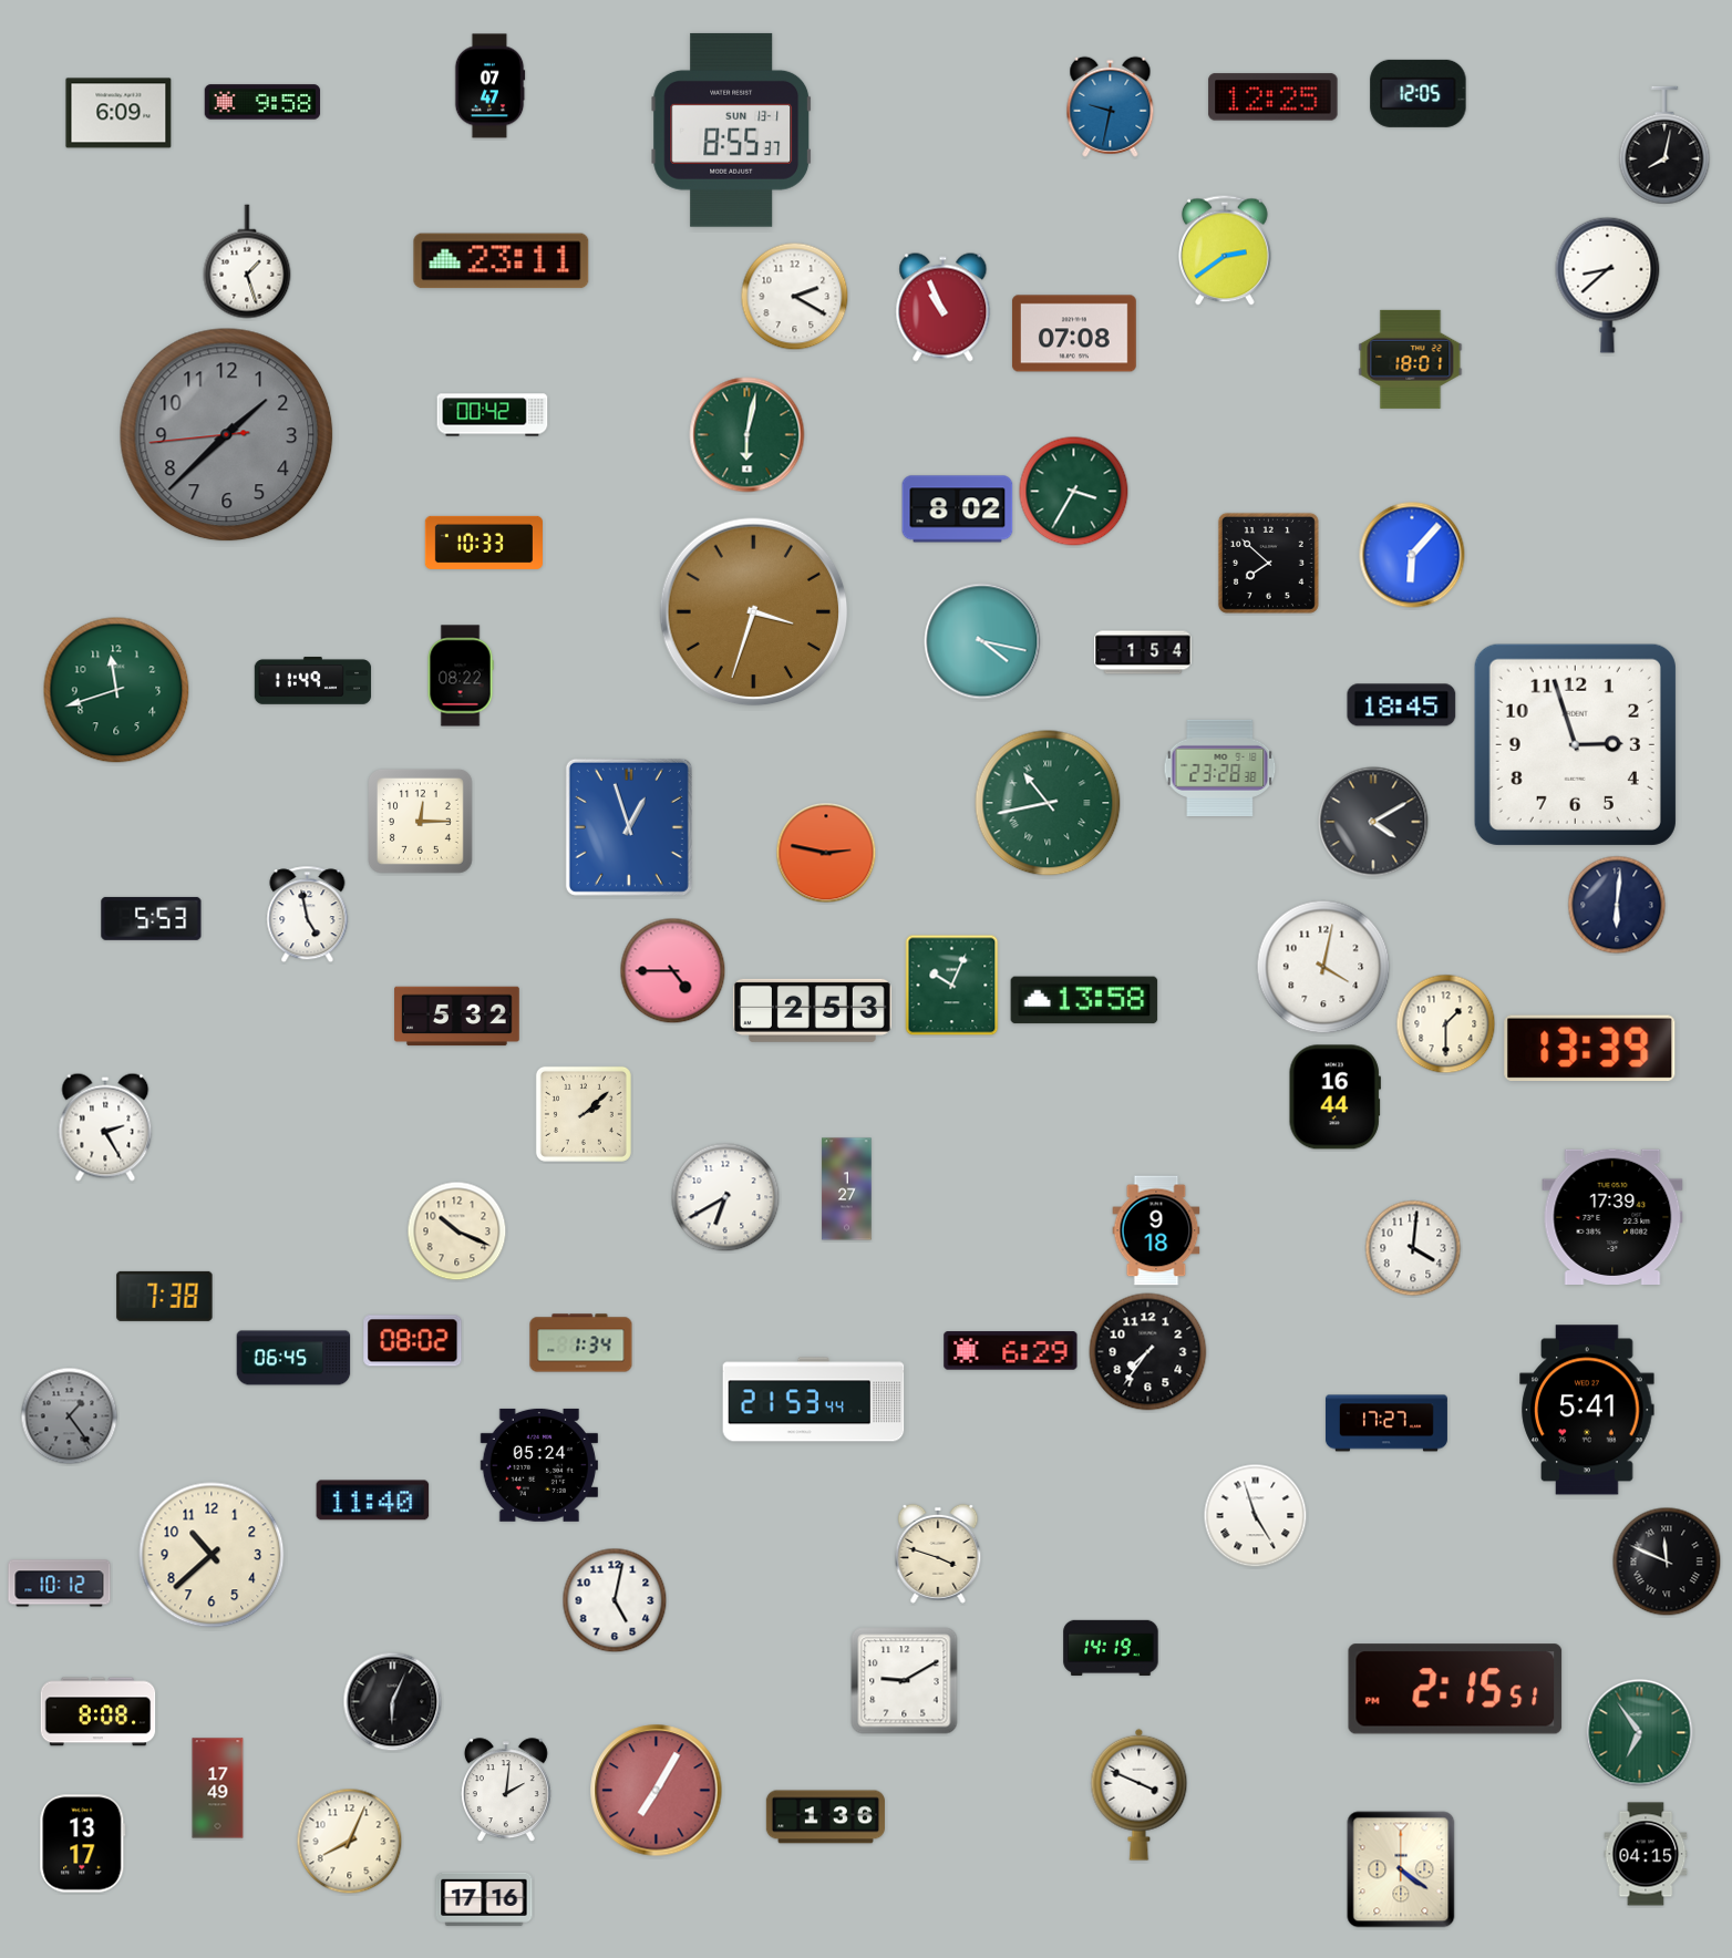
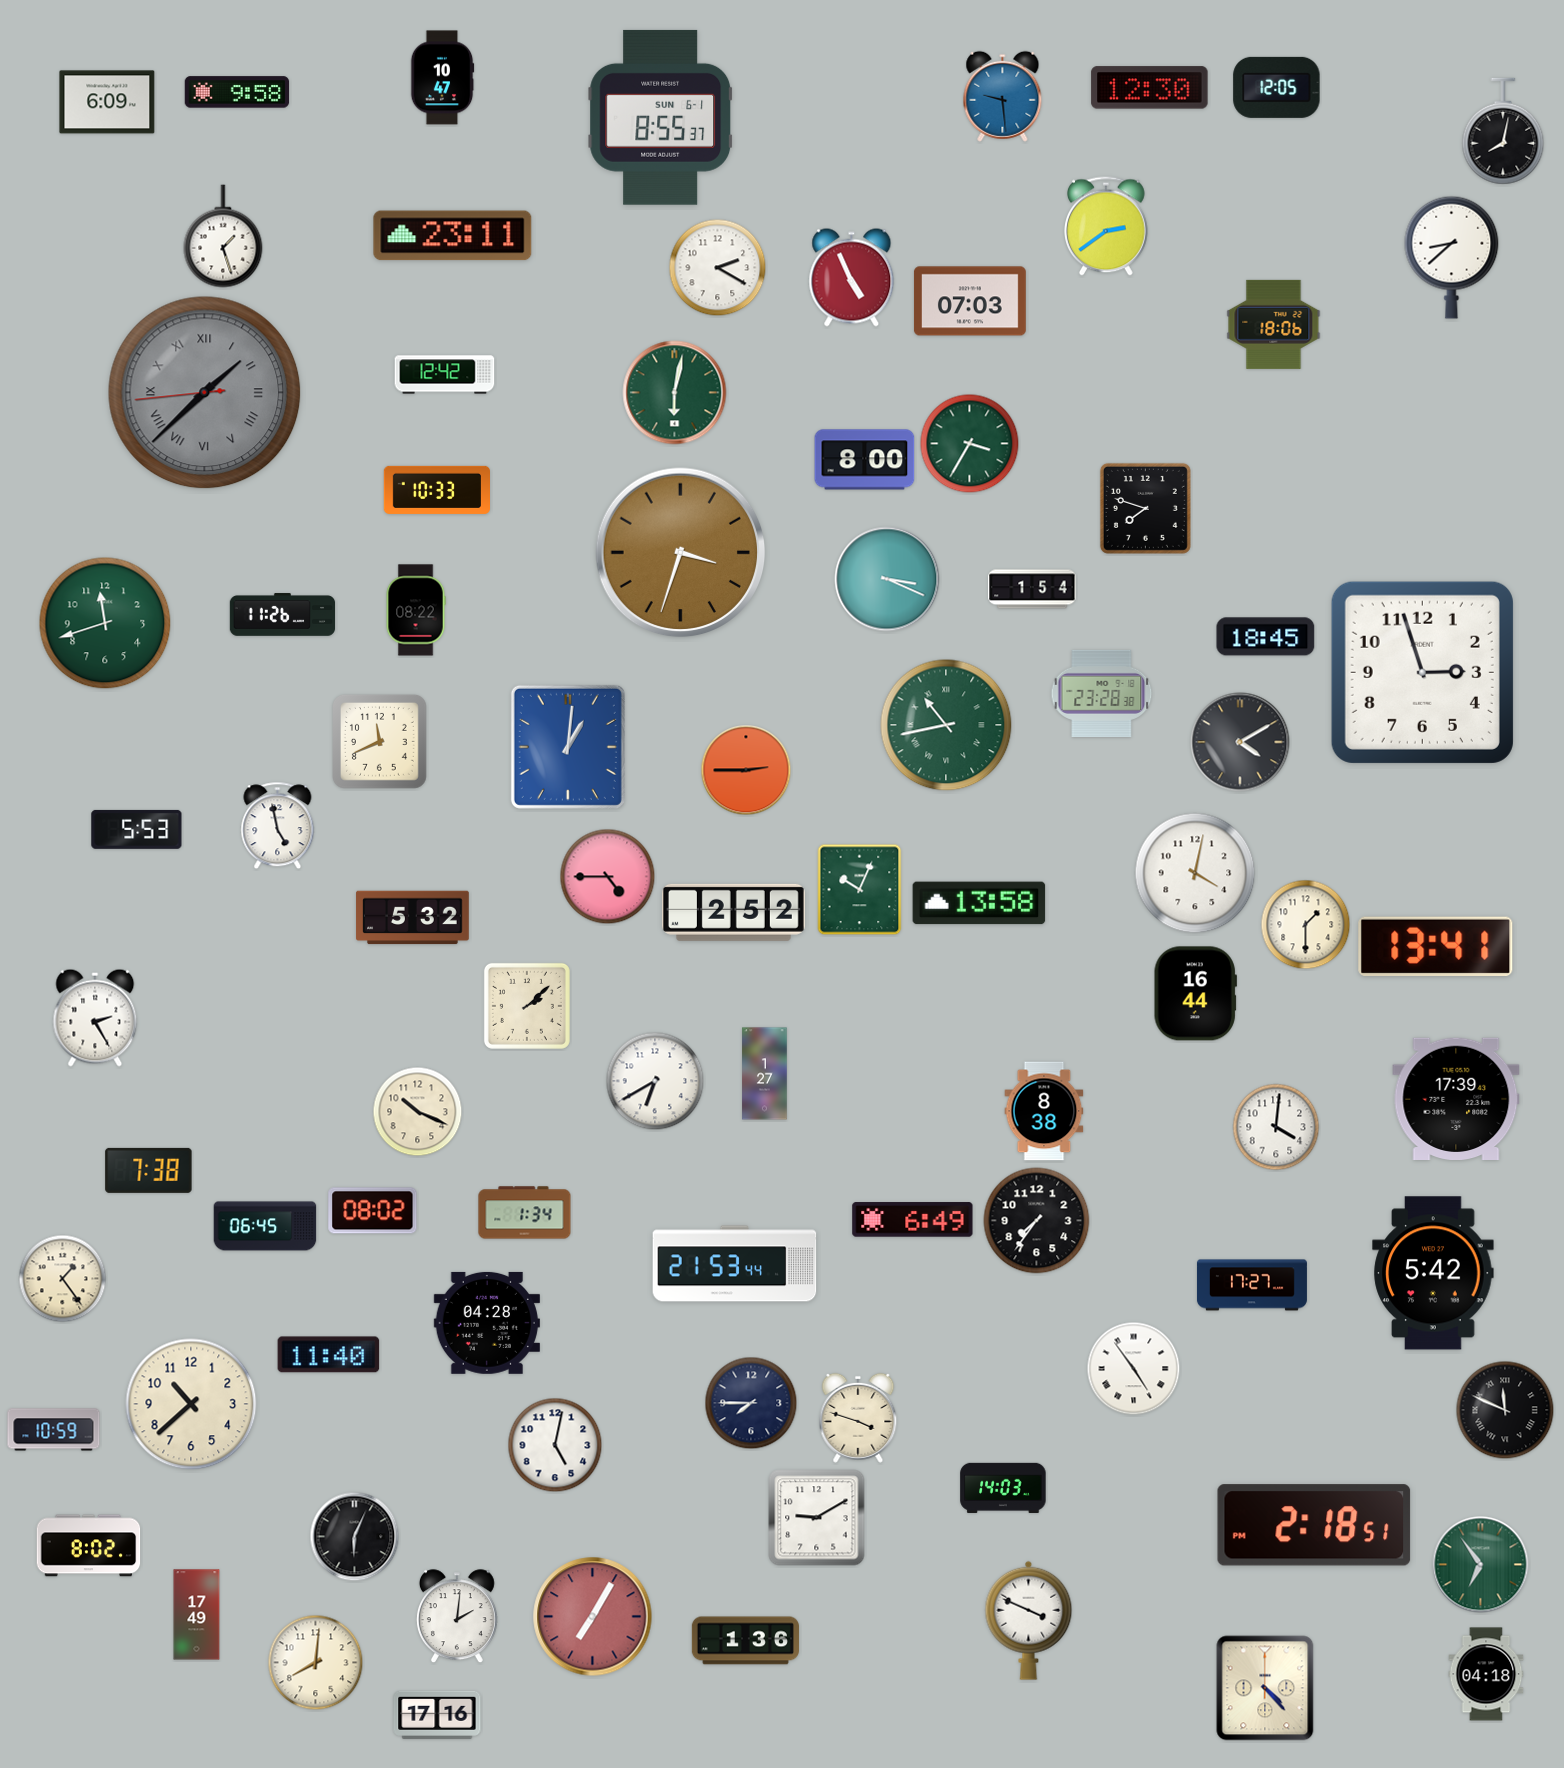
clock at (489, 86): 07:47 -> 10:47
clock at (1419, 93) position: (1419, 93) -> (1277, 87)
clock at (1274, 97): 12:25 -> 12:30
clock at (1111, 106): 9:32 -> 9:29
clock at (732, 130) date: SUN 13-1 -> SUN 6-1
clock at (944, 308): 10:56 -> 4:56
clock at (1074, 333): 07:08 -> 07:03
clock at (1411, 359): 18:01 -> 18:06
clock at (493, 415): 00:42 -> 12:42
clock at (227, 435) numerals: Arabic -> Roman
clock at (958, 509): 8:02 -> 8:00
clock at (1412, 555): 6:07 -> none
clock at (1268, 563): 7:52 -> 7:48
clock at (982, 641): 4:17 -> 3:19
clock at (313, 681): 11:49 -> 11:26
clock at (421, 822): 12:15 -> 11:41
clock at (629, 827): 12:57 -> 1:01
clock at (826, 853): 2:47 -> 2:45
clock at (1617, 905): 6:01 -> none
clock at (812, 1010): 2:53 -> 2:52
clock at (1590, 1048): 13:39 -> 13:41
clock at (1334, 1097) position: (1334, 1097) -> (1195, 994)
clock at (1156, 1230): 9:18 -> 8:38
clock at (457, 1232) position: (457, 1232) -> (418, 1112)
clock at (1011, 1351): 6:29 -> 6:49
clock at (1587, 1410): 5:41 -> 5:42
clock at (70, 1416) dial: grey -> cream
clock at (539, 1465): 05:24 -> 04:28
clock at (373, 1501) position: (373, 1501) -> (329, 1355)
clock at (1256, 1516): 4:57 -> 4:54
clock at (751, 1403): none -> 7:45
clock at (938, 1554) position: (938, 1554) -> (858, 1418)
clock at (60, 1584): 10:12 -> 10:59
clock at (1111, 1648): 14:19 -> 14:03
clock at (1455, 1689): 2:15 -> 2:18
clock at (99, 1712): 8:08 -> 8:02
clock at (350, 1842): 8:04 -> 8:01
clock at (83, 1844): 13:17 -> none
clock at (1646, 1854): 04:15 -> 04:18
clock at (1401, 1869): 4:21 -> 4:23
